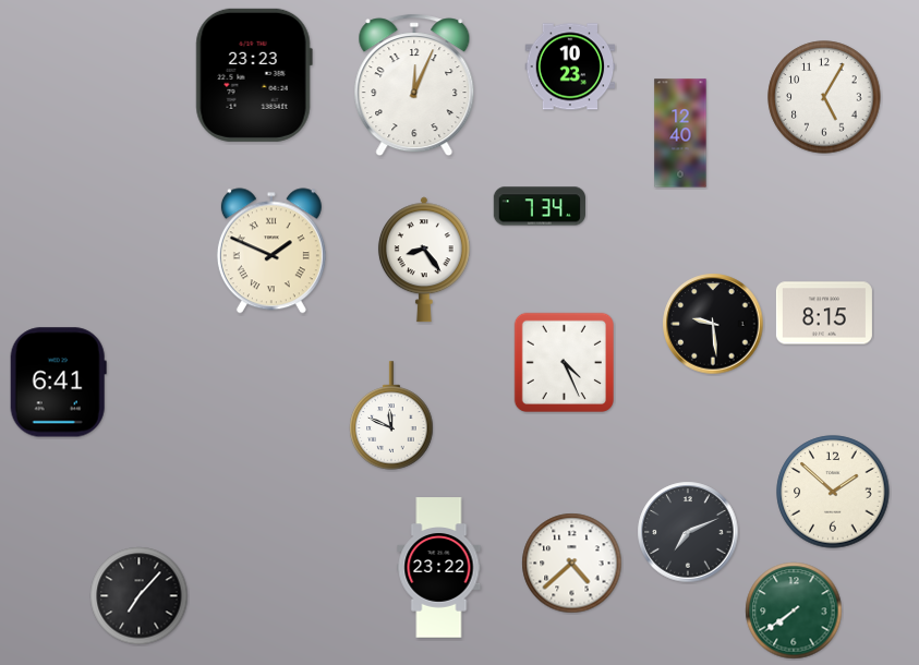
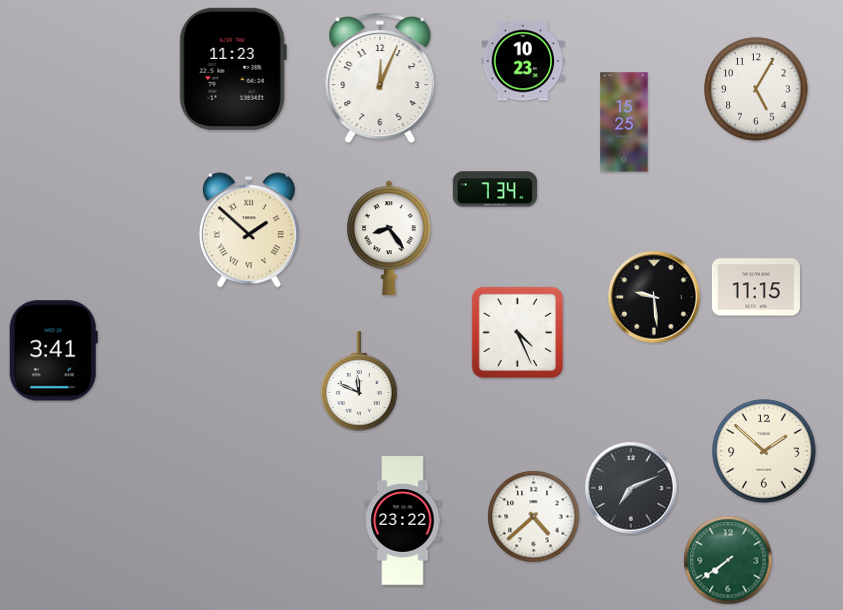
clock at (254, 75): 23:23 -> 11:23
clock at (680, 133): 12:40 -> 15:25
clock at (271, 251): 1:49 -> 1:52
clock at (824, 313): 8:15 -> 11:15
clock at (58, 383): 6:41 -> 3:41
clock at (572, 564) position: (572, 564) -> (534, 517)
clock at (140, 596): 7:07 -> none
